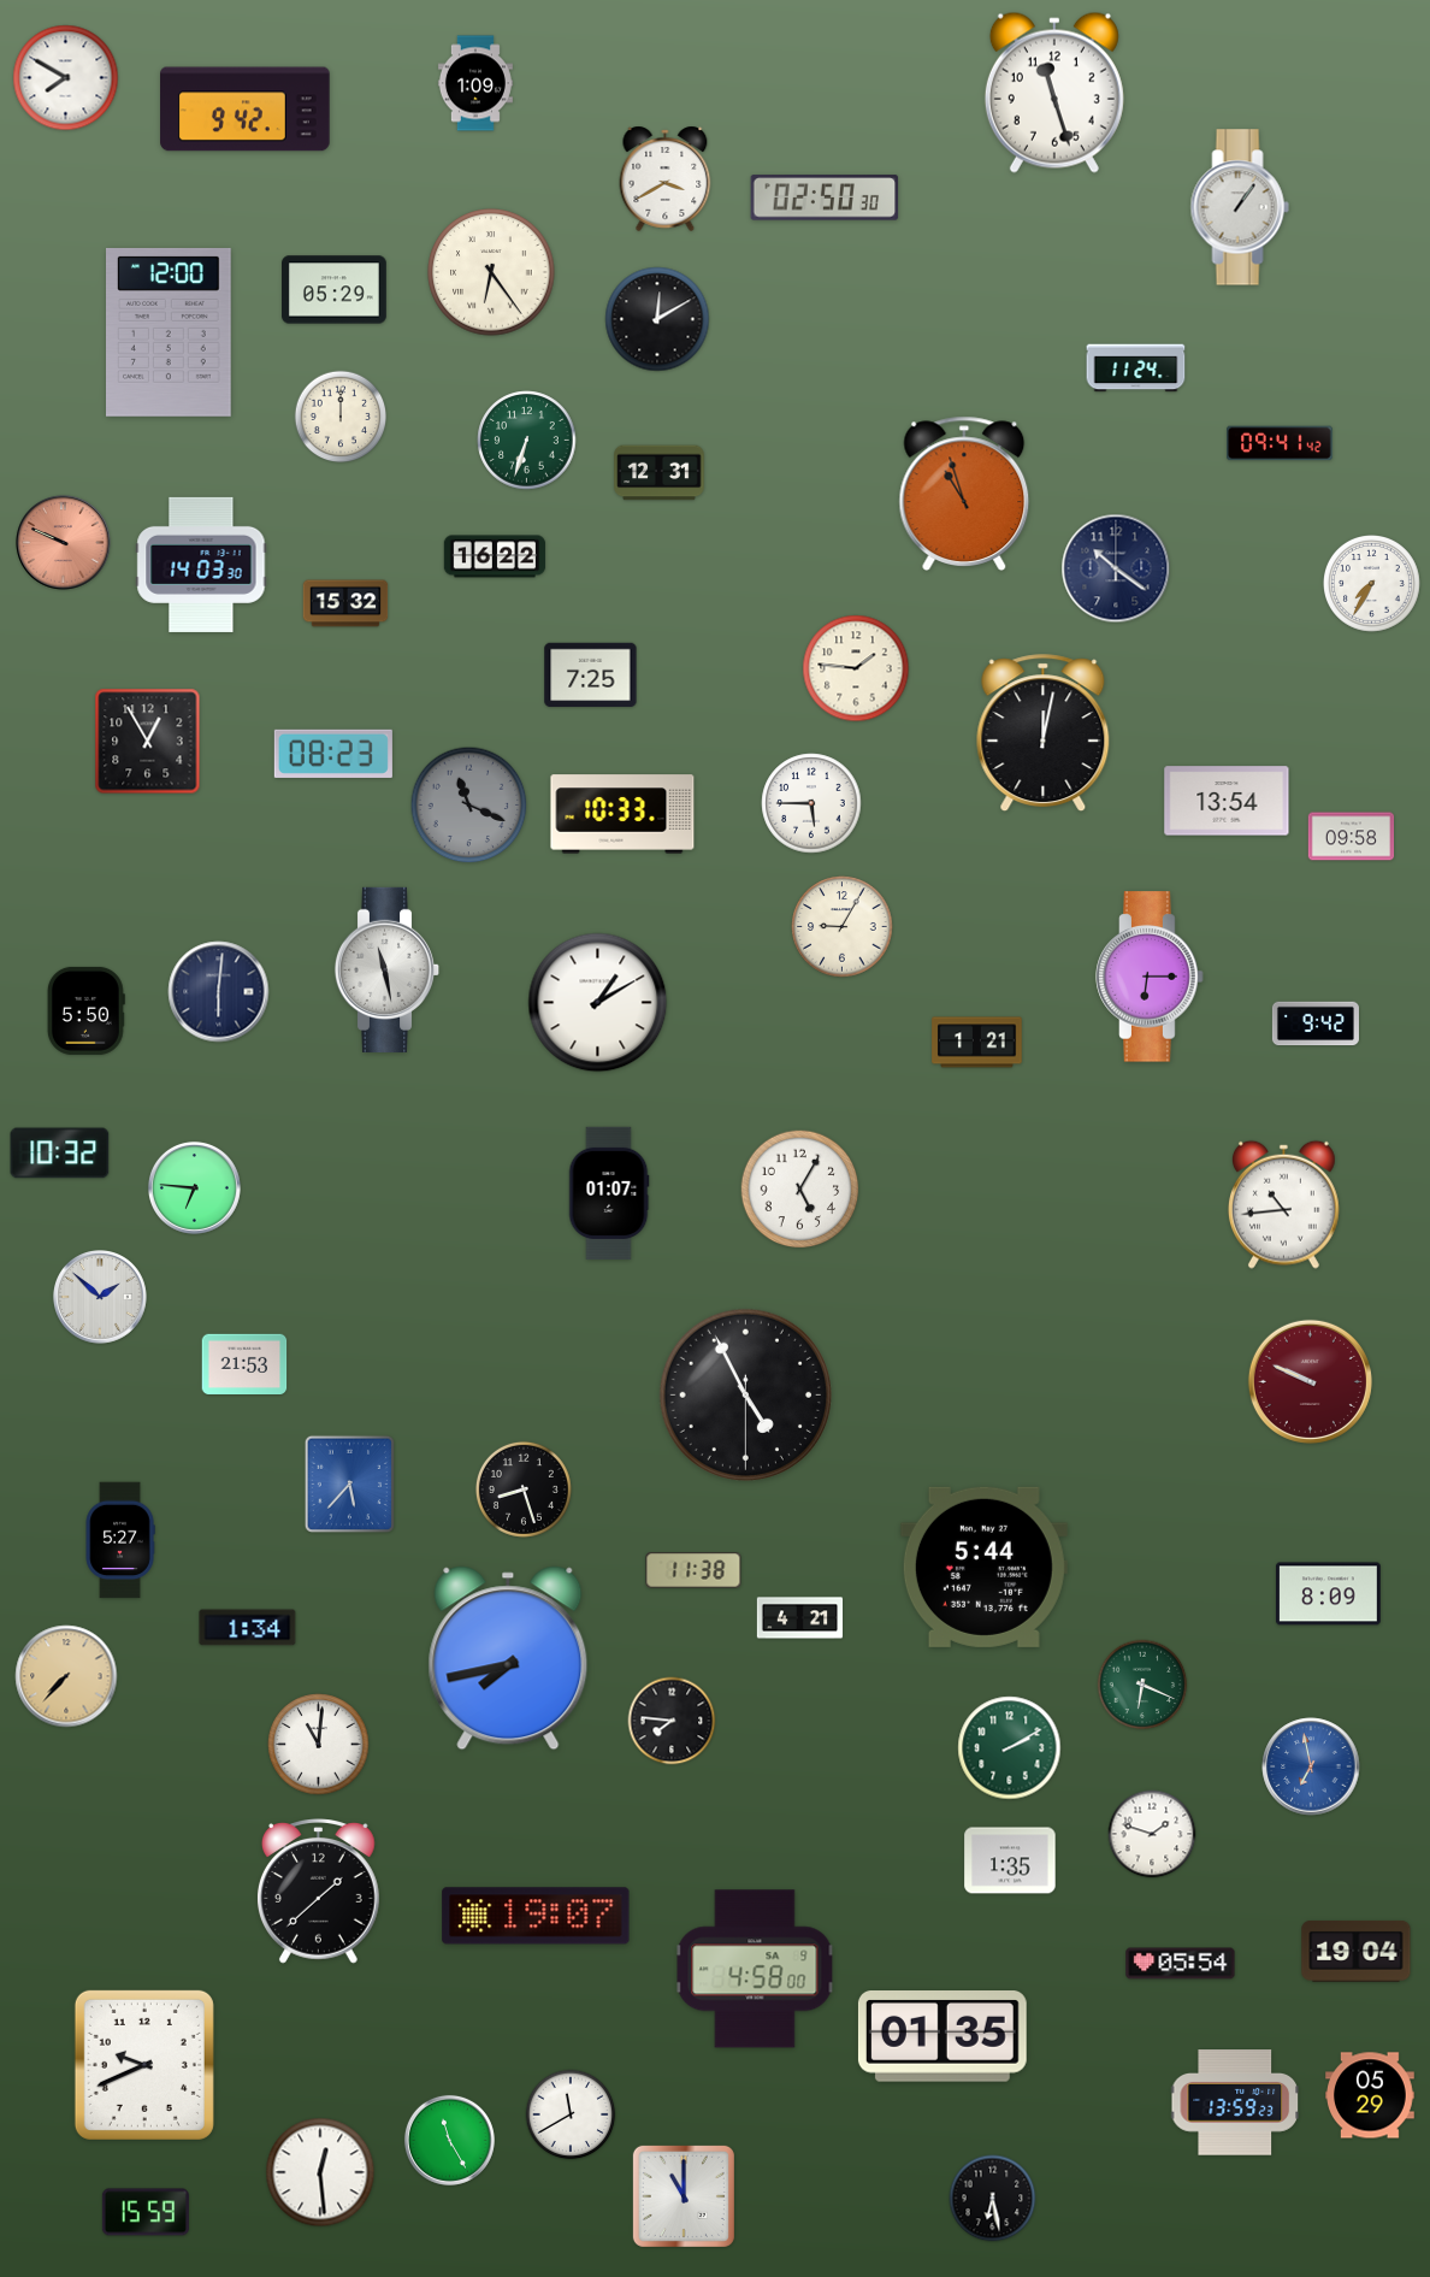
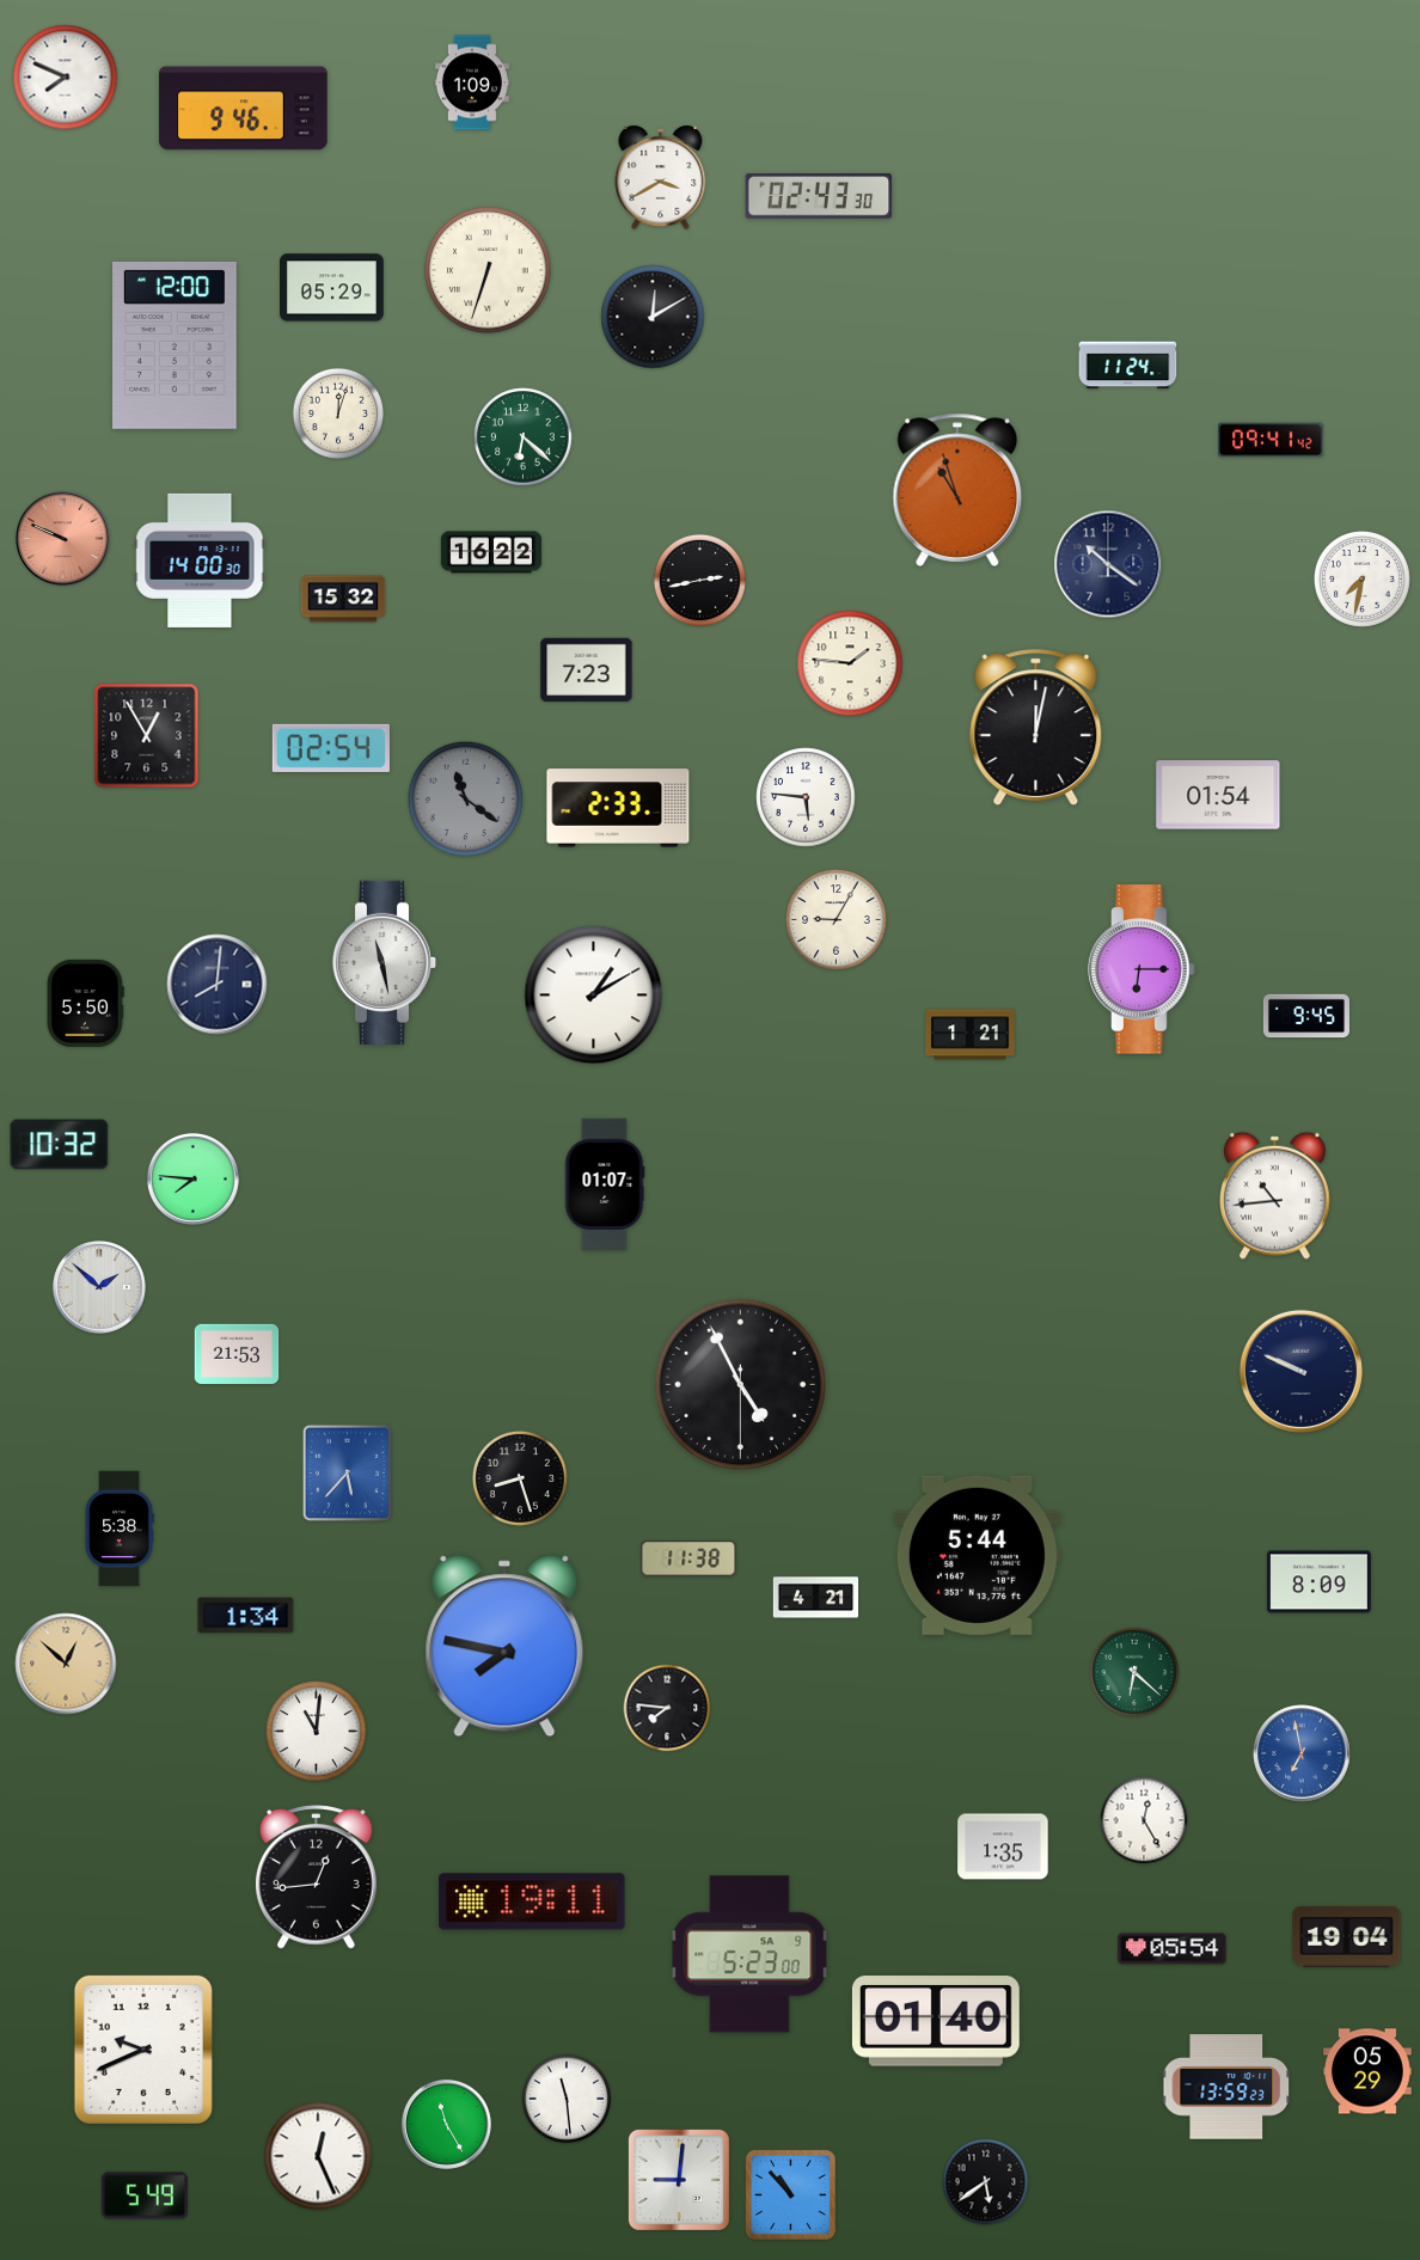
clock at (66, 78): 7:50 -> 7:49
clock at (1054, 93): 11:27 -> none
clock at (246, 110): 9:42 -> 9:46
clock at (825, 197): 02:50 -> 02:43
clock at (1240, 207): 1:06 -> none
clock at (491, 272): 6:24 -> 6:33
clock at (170, 332) position: (170, 332) -> (176, 345)
clock at (341, 417): 12:00 -> 12:03
clock at (527, 441): 6:33 -> 6:22
clock at (660, 473): 12:31 -> none
clock at (201, 565): 14:03 -> 14:00
clock at (699, 580): none -> 2:43
clock at (1372, 584): 7:35 -> 7:32
clock at (591, 676): 7:25 -> 7:23
clock at (333, 754): 08:23 -> 02:54
clock at (1227, 801): 13:54 -> 01:54
clock at (811, 803): 5:45 -> 5:46
clock at (469, 806): 11:19 -> 11:21
clock at (622, 814): 10:33 -> 2:33
clock at (1352, 837): 09:58 -> none
clock at (219, 992): 6:01 -> 8:01
clock at (1316, 1024): 9:42 -> 9:45
clock at (194, 1187): 6:46 -> 7:46
clock at (800, 1190): 5:05 -> none
clock at (244, 1363) position: (244, 1363) -> (237, 1353)
clock at (1310, 1381) dial: burgundy -> navy
clock at (120, 1540): 5:27 -> 5:38
clock at (800, 1618) position: (800, 1618) -> (816, 1598)
clock at (508, 1658): 7:43 -> 7:47
clock at (66, 1676): 7:37 -> 12:52
clock at (1142, 1685): 6:19 -> 6:22
clock at (1010, 1748): 2:10 -> none
clock at (1152, 1834): 1:48 -> 12:25
clock at (319, 1892): 1:38 -> 12:44
clock at (536, 1916): 19:07 -> 19:11
clock at (755, 1969): 4:58 -> 5:23
clock at (942, 2037): 01:35 -> 01:40
clock at (1370, 2095) position: (1370, 2095) -> (1367, 2071)
clock at (571, 2114): 11:40 -> 11:29
clock at (320, 2172): 12:29 -> 12:26
clock at (684, 2196): 11:00 -> 9:01
clock at (993, 2199): 6:28 -> 5:39
clock at (790, 2194): none -> 10:53
clock at (146, 2212): 15:59 -> 5:49
